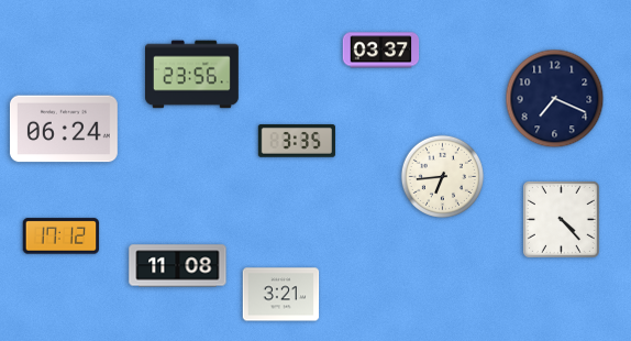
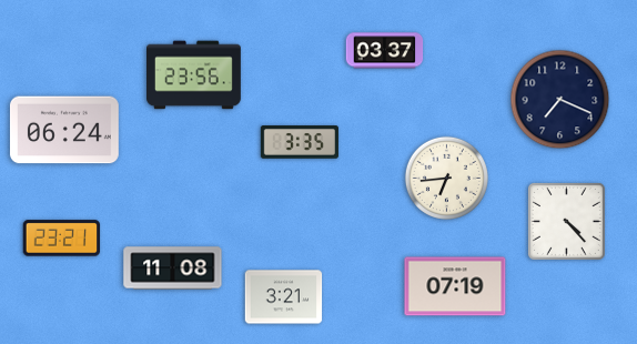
clock at (62, 237): 17:12 -> 23:21
clock at (178, 266) position: (178, 266) -> (173, 269)
clock at (455, 286): none -> 07:19
